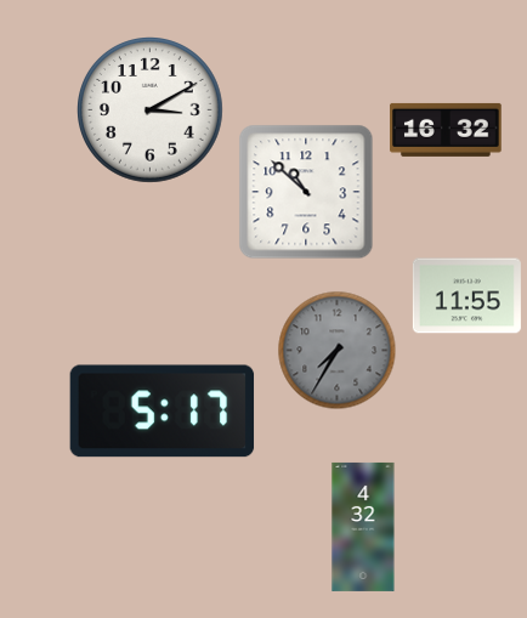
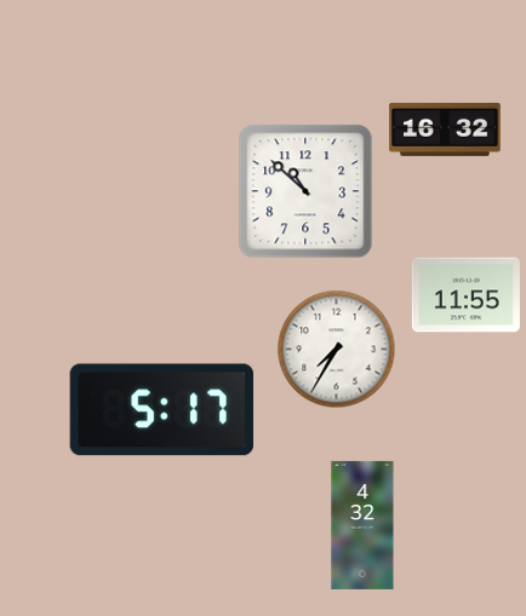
clock at (151, 110): 3:10 -> none
clock at (338, 351) dial: grey -> white
